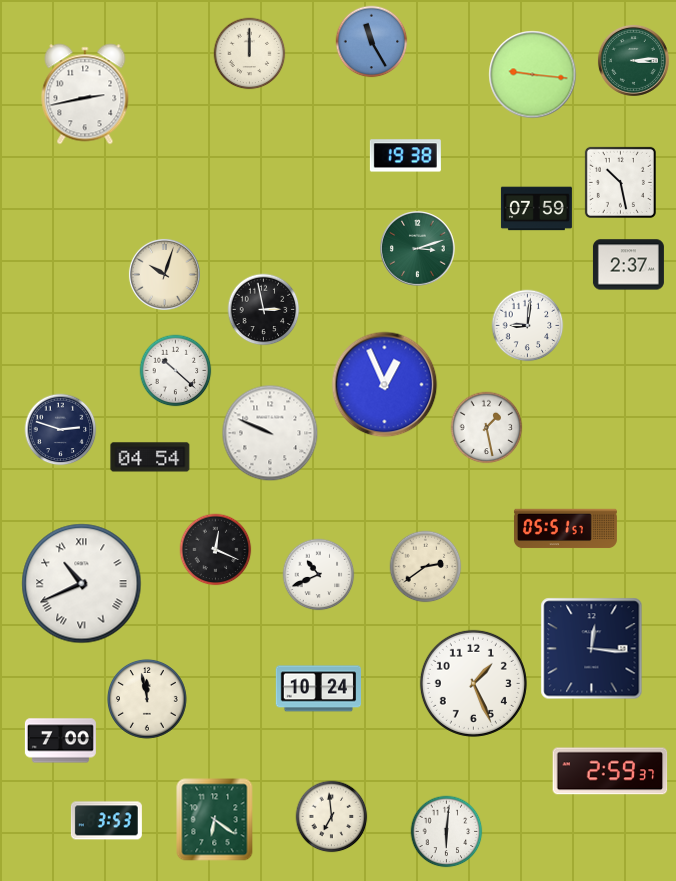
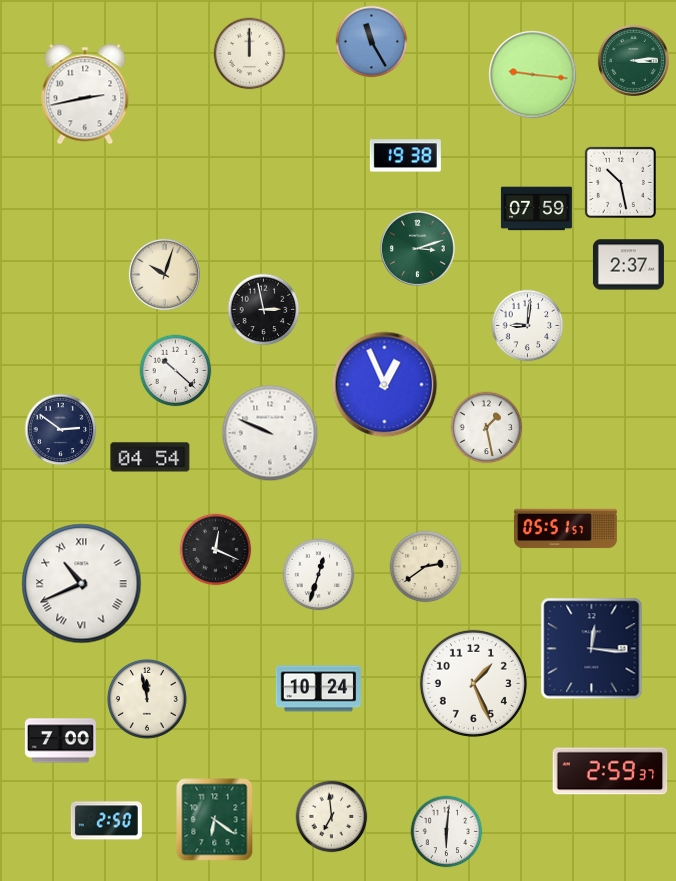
clock at (61, 430): 2:48 -> 2:51
clock at (319, 575): 10:41 -> 12:33
clock at (106, 821): 3:53 -> 2:50
